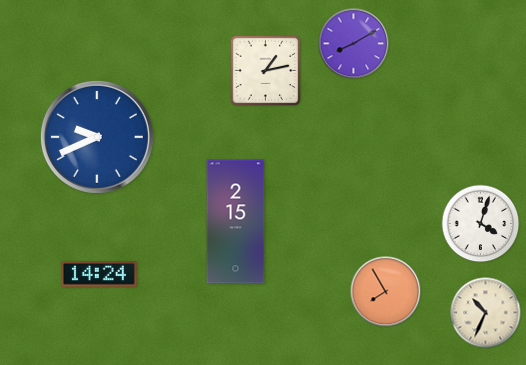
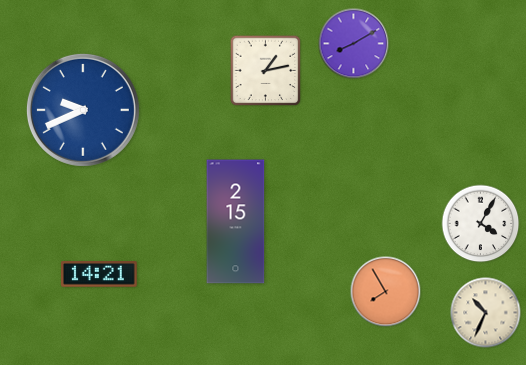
clock at (97, 137) position: (97, 137) -> (83, 110)
clock at (481, 224): 4:03 -> 4:05
clock at (100, 275): 14:24 -> 14:21
